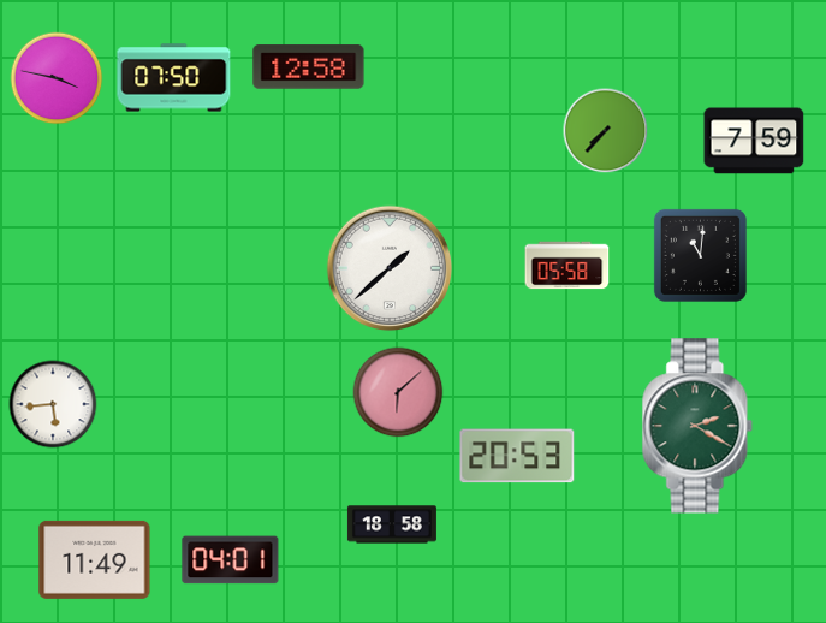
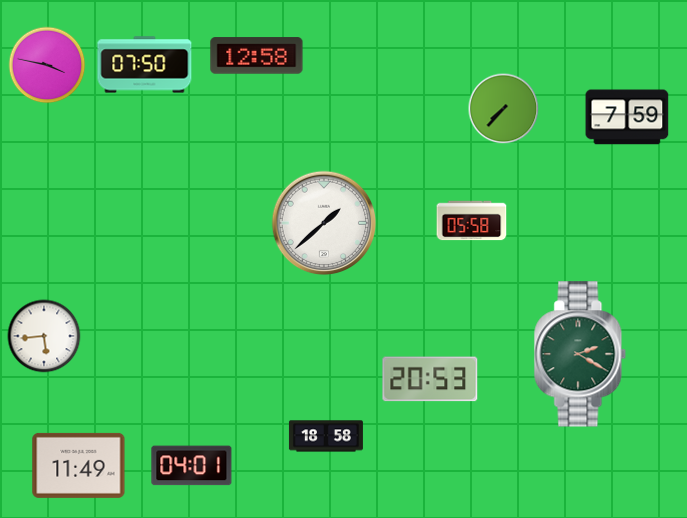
clock at (700, 255): 11:01 -> none
clock at (398, 392): 6:08 -> none
